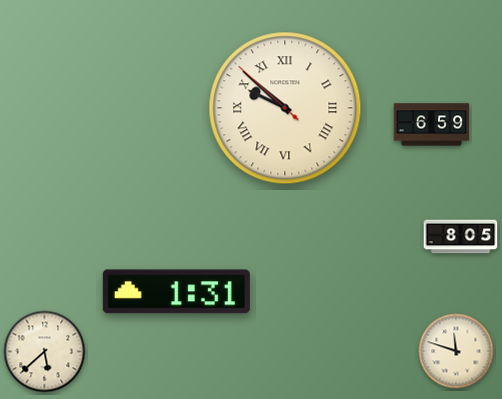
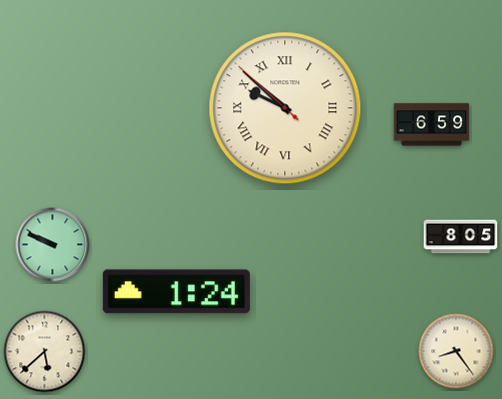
clock at (53, 245): none -> 9:49
clock at (176, 292): 1:31 -> 1:24
clock at (456, 351): 11:48 -> 8:24
